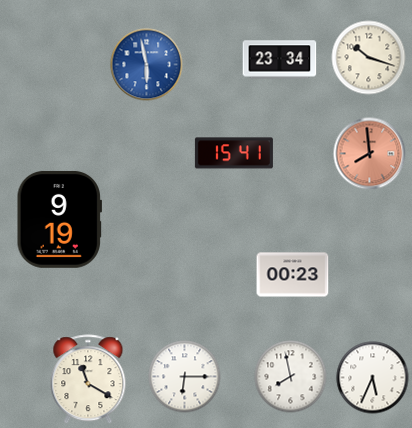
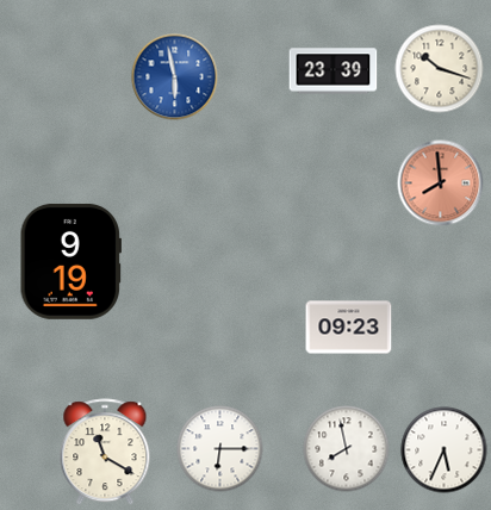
clock at (280, 60): 23:34 -> 23:39
clock at (234, 153): 15:41 -> none
clock at (293, 275): 00:23 -> 09:23
